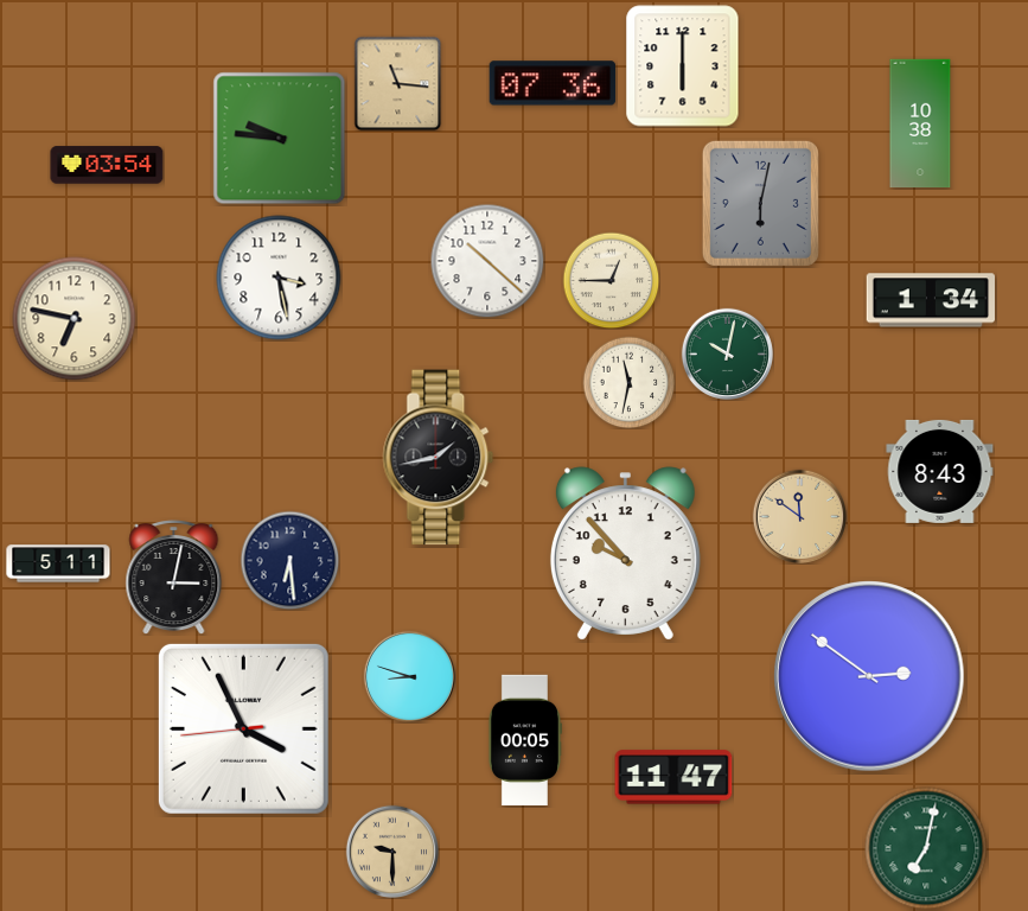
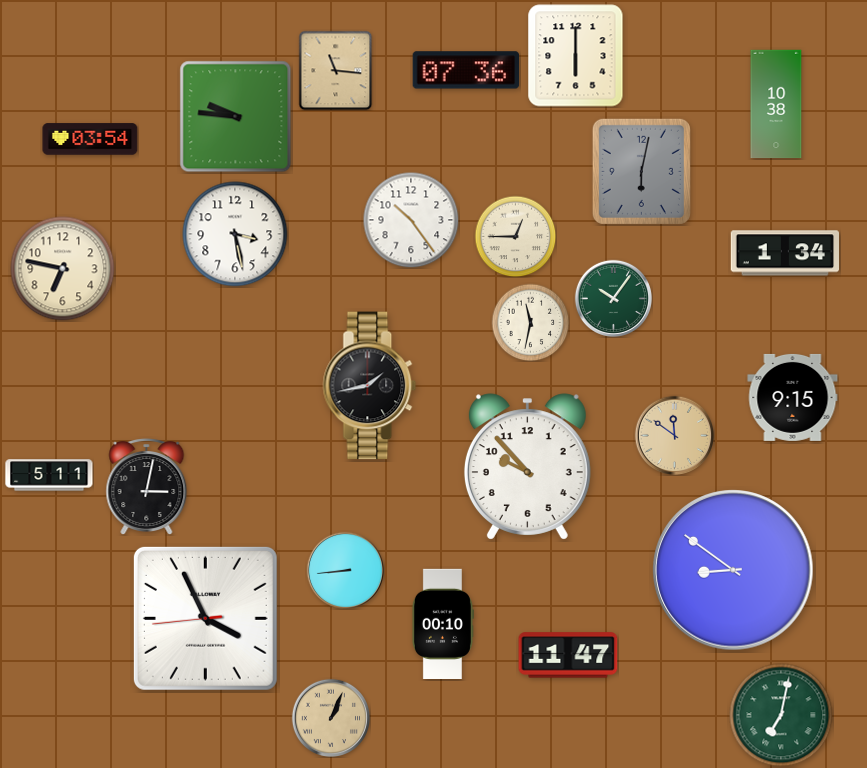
clock at (487, 261): 10:22 -> 10:24
clock at (727, 353): 10:02 -> 10:06
clock at (940, 471): 8:43 -> 9:15
clock at (289, 560): 6:29 -> none
clock at (409, 676): 8:48 -> 8:44
clock at (869, 676): 2:51 -> 8:51
clock at (243, 728) position: (243, 728) -> (205, 618)
clock at (524, 739): 00:05 -> 00:10
clock at (391, 851): 9:30 -> 1:04
